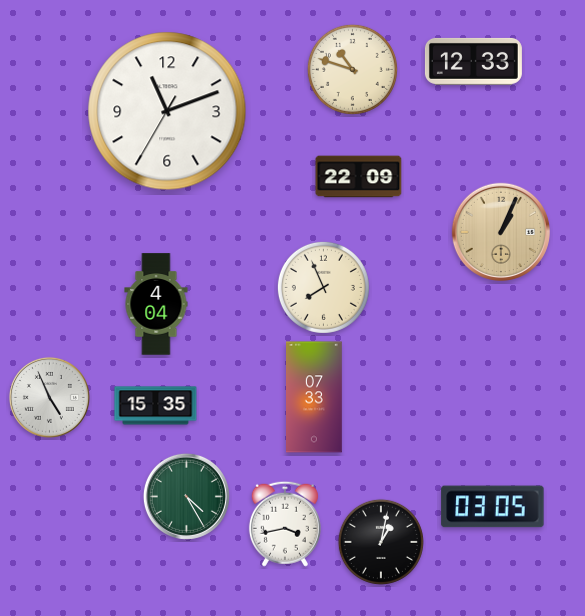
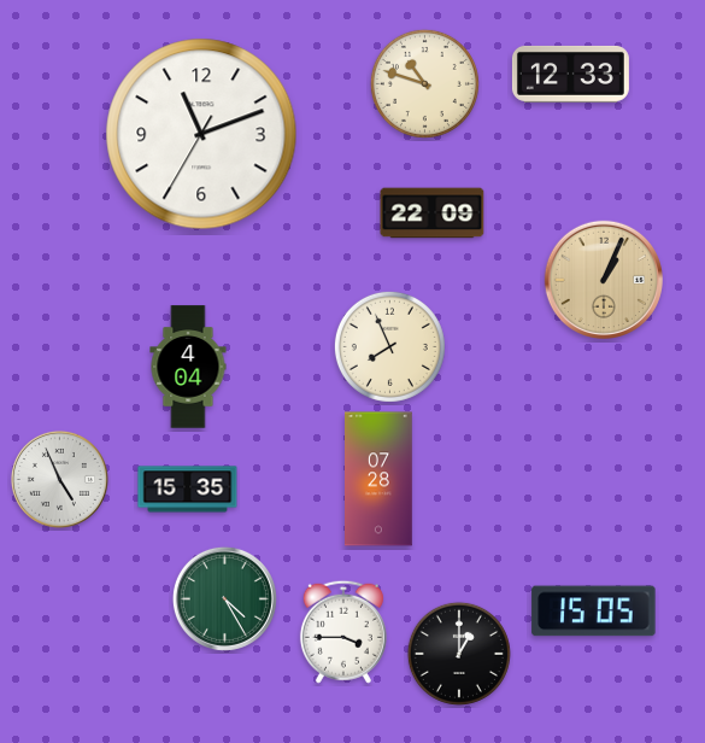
clock at (315, 397): 07:33 -> 07:28
clock at (493, 507): 03:05 -> 15:05
clock at (285, 524): 3:43 -> 3:45
clock at (381, 542): 1:02 -> 1:00
